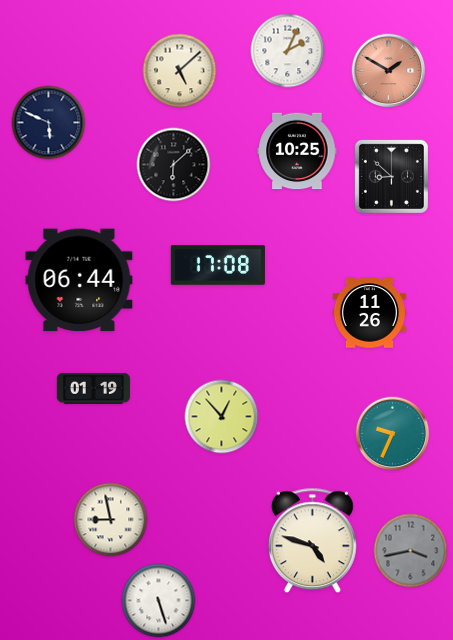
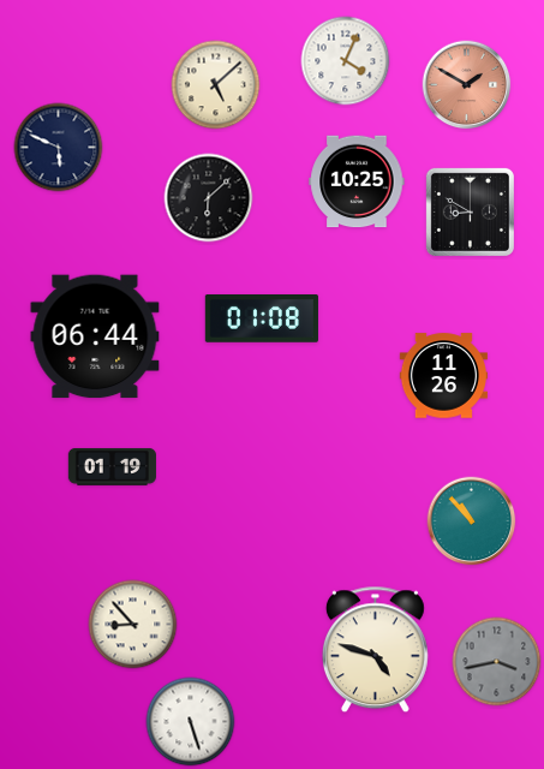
clock at (288, 51): 2:04 -> 4:04
clock at (391, 176): 8:52 -> 8:50
clock at (218, 266): 17:08 -> 01:08
clock at (222, 417): 12:53 -> none
clock at (393, 434): 9:34 -> 10:53
clock at (111, 520): 8:58 -> 8:53
clock at (411, 551) position: (411, 551) -> (497, 662)
